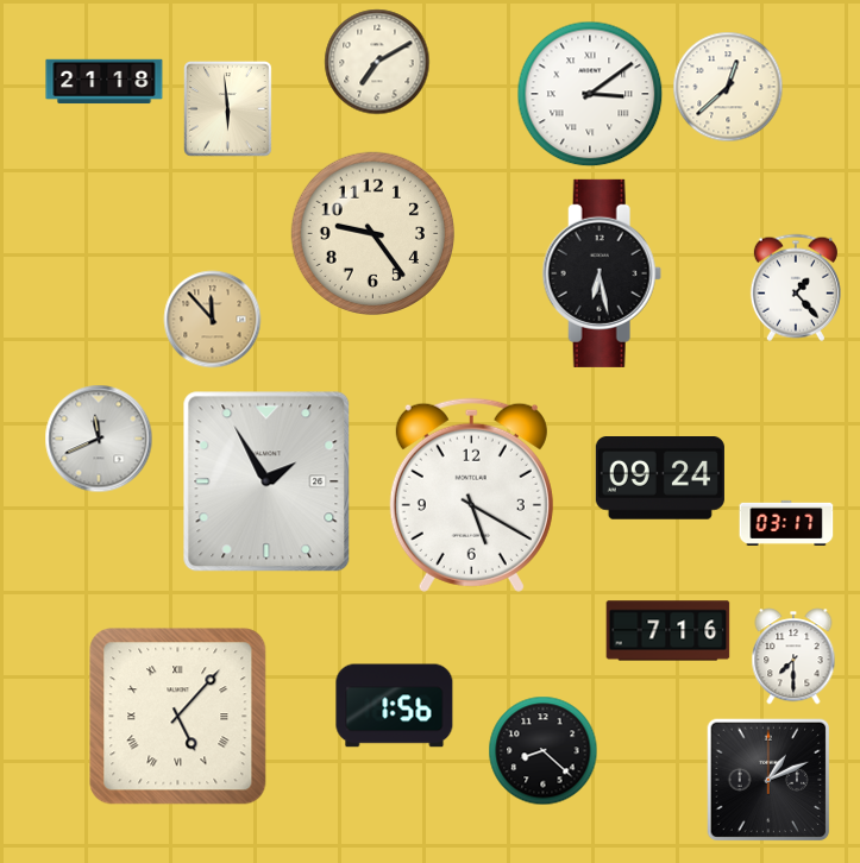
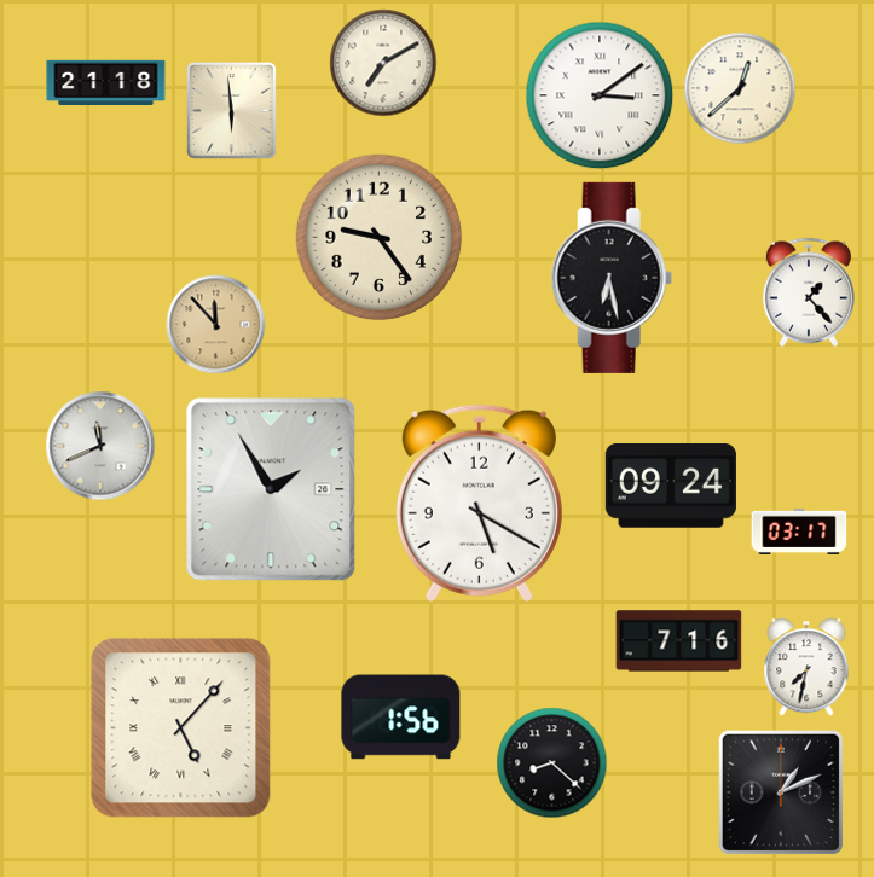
clock at (793, 656): 7:30 -> 7:32
